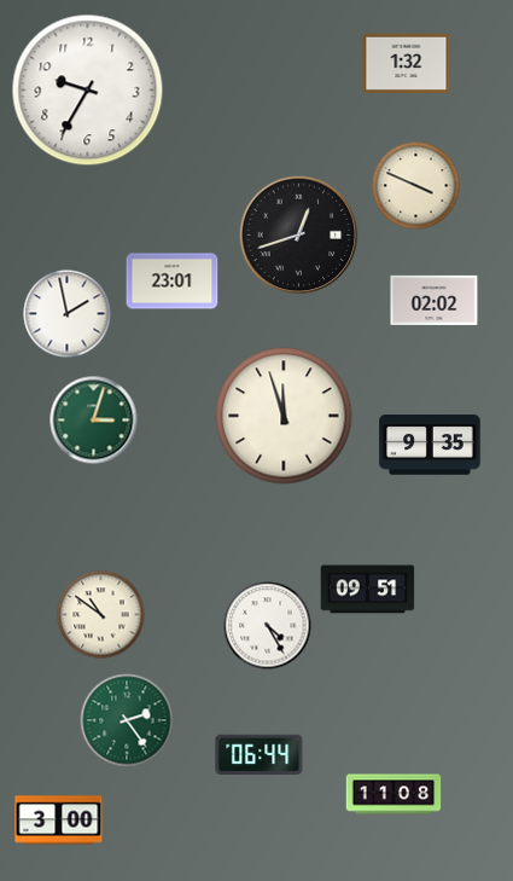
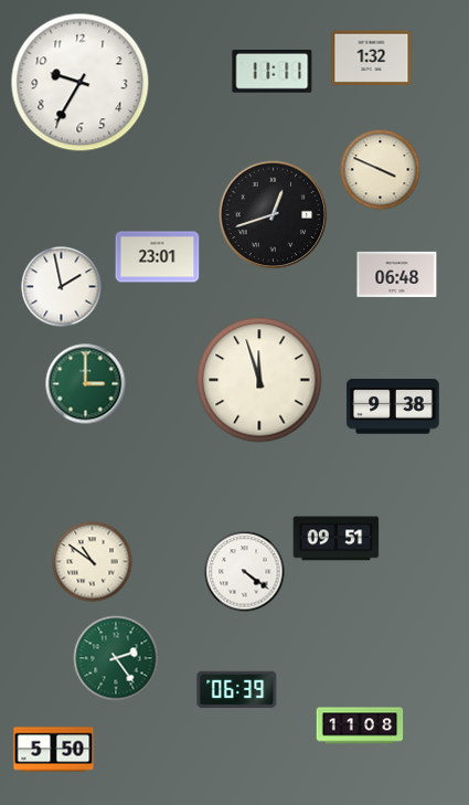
clock at (273, 72): none -> 11:11
clock at (435, 300): 02:02 -> 06:48
clock at (94, 421): 3:03 -> 3:00
clock at (430, 445): 9:35 -> 9:38
clock at (268, 626): 4:25 -> 4:21
clock at (260, 754): 06:44 -> 06:39
clock at (59, 821): 3:00 -> 5:50
